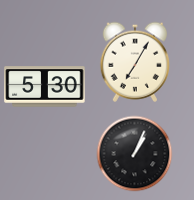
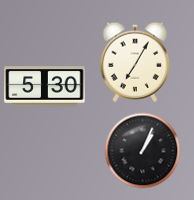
clock at (135, 154) position: (135, 154) -> (143, 151)
